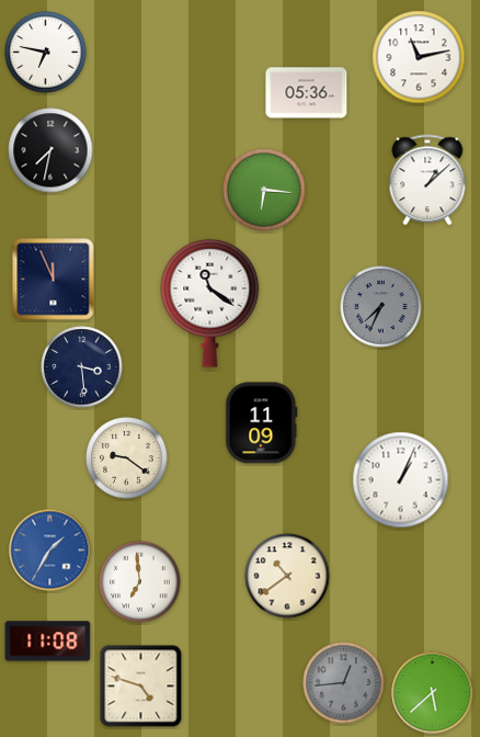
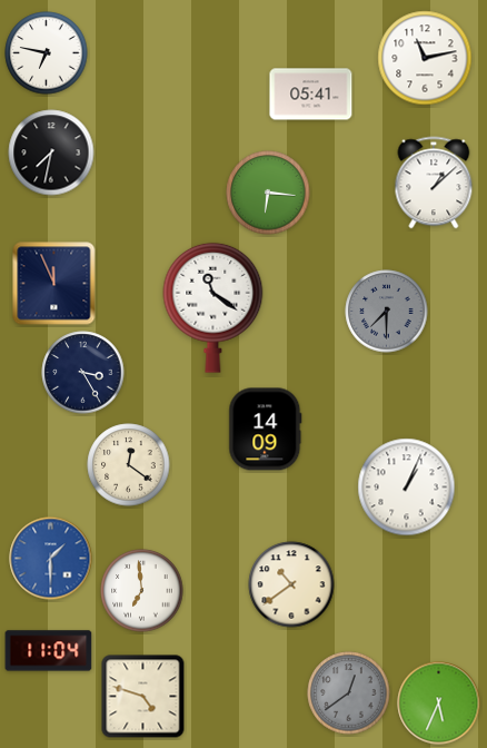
clock at (307, 93): 05:36 -> 05:41
clock at (381, 307): 7:34 -> 7:30
clock at (82, 367): 3:29 -> 3:25
clock at (262, 423): 11:09 -> 14:09
clock at (127, 458): 9:21 -> 12:21
clock at (50, 551): 1:35 -> 1:30
clock at (48, 642): 11:08 -> 11:04
clock at (344, 683): 12:44 -> 12:39
clock at (433, 693): 5:38 -> 5:34
